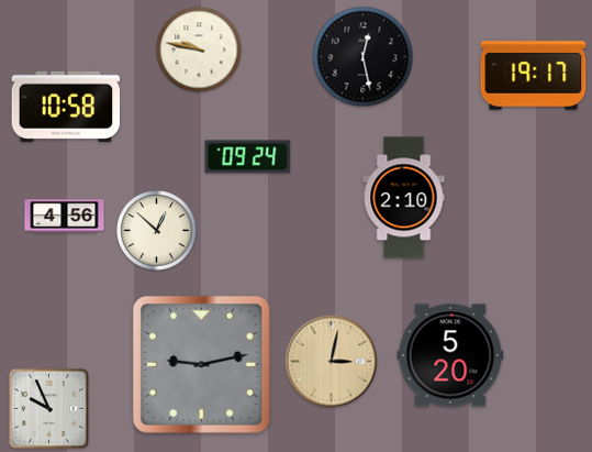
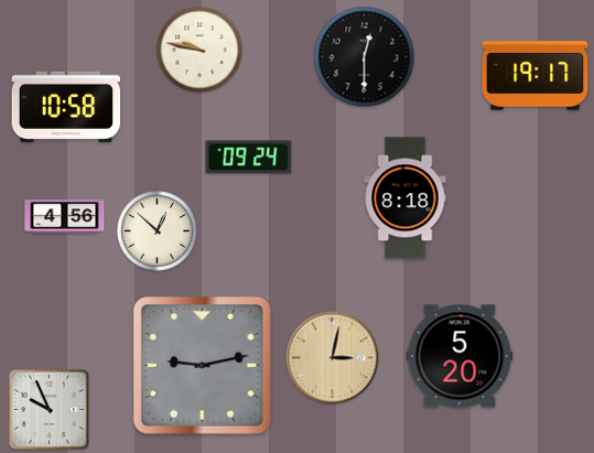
clock at (364, 57): 12:28 -> 12:30
clock at (404, 198): 2:10 -> 8:18
clock at (450, 355) position: (450, 355) -> (460, 356)
clock at (332, 362) position: (332, 362) -> (333, 358)
